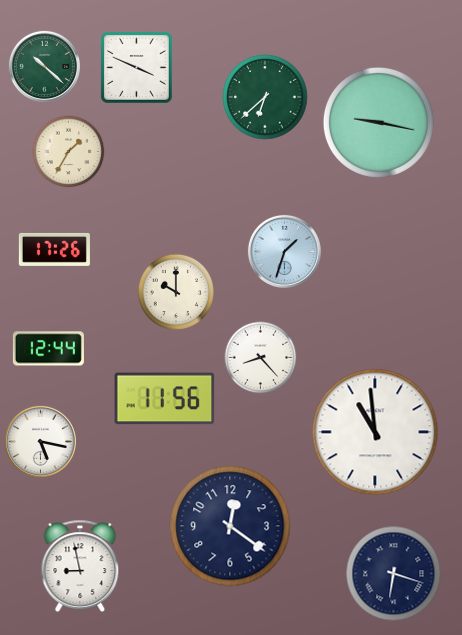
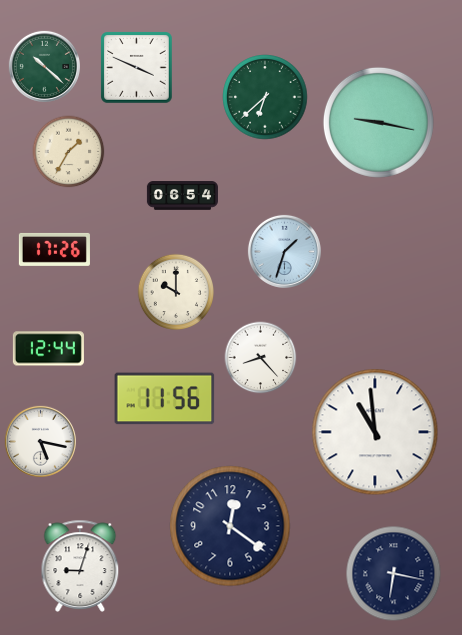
clock at (182, 196): none -> 06:54
clock at (80, 566): 8:58 -> 9:03
clock at (394, 574): 6:18 -> 6:17
